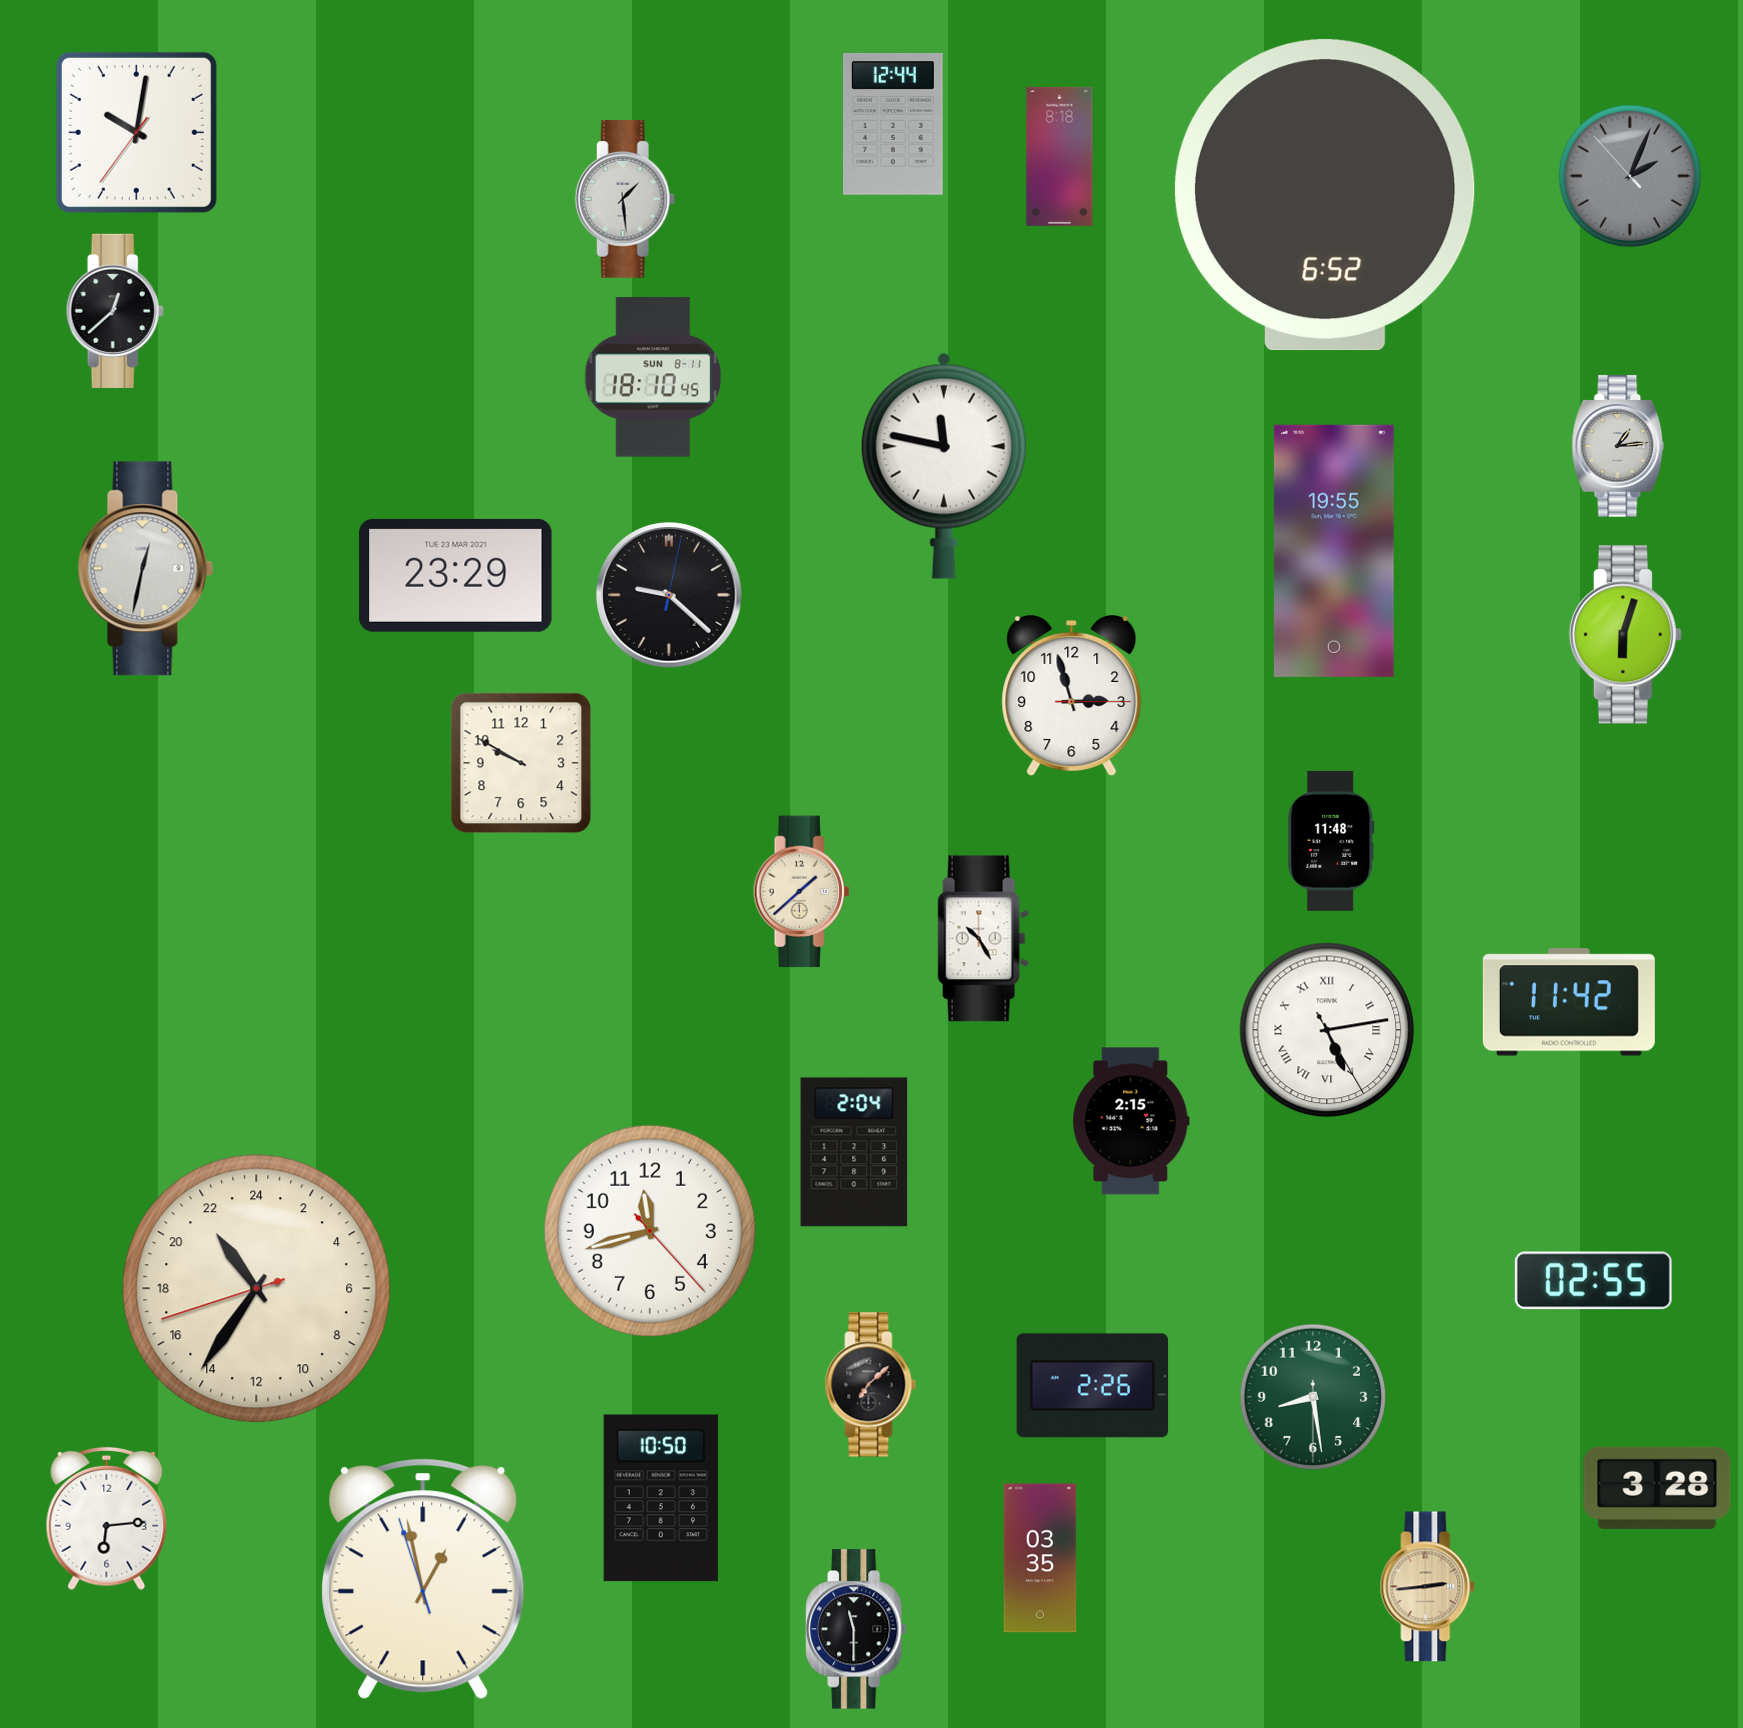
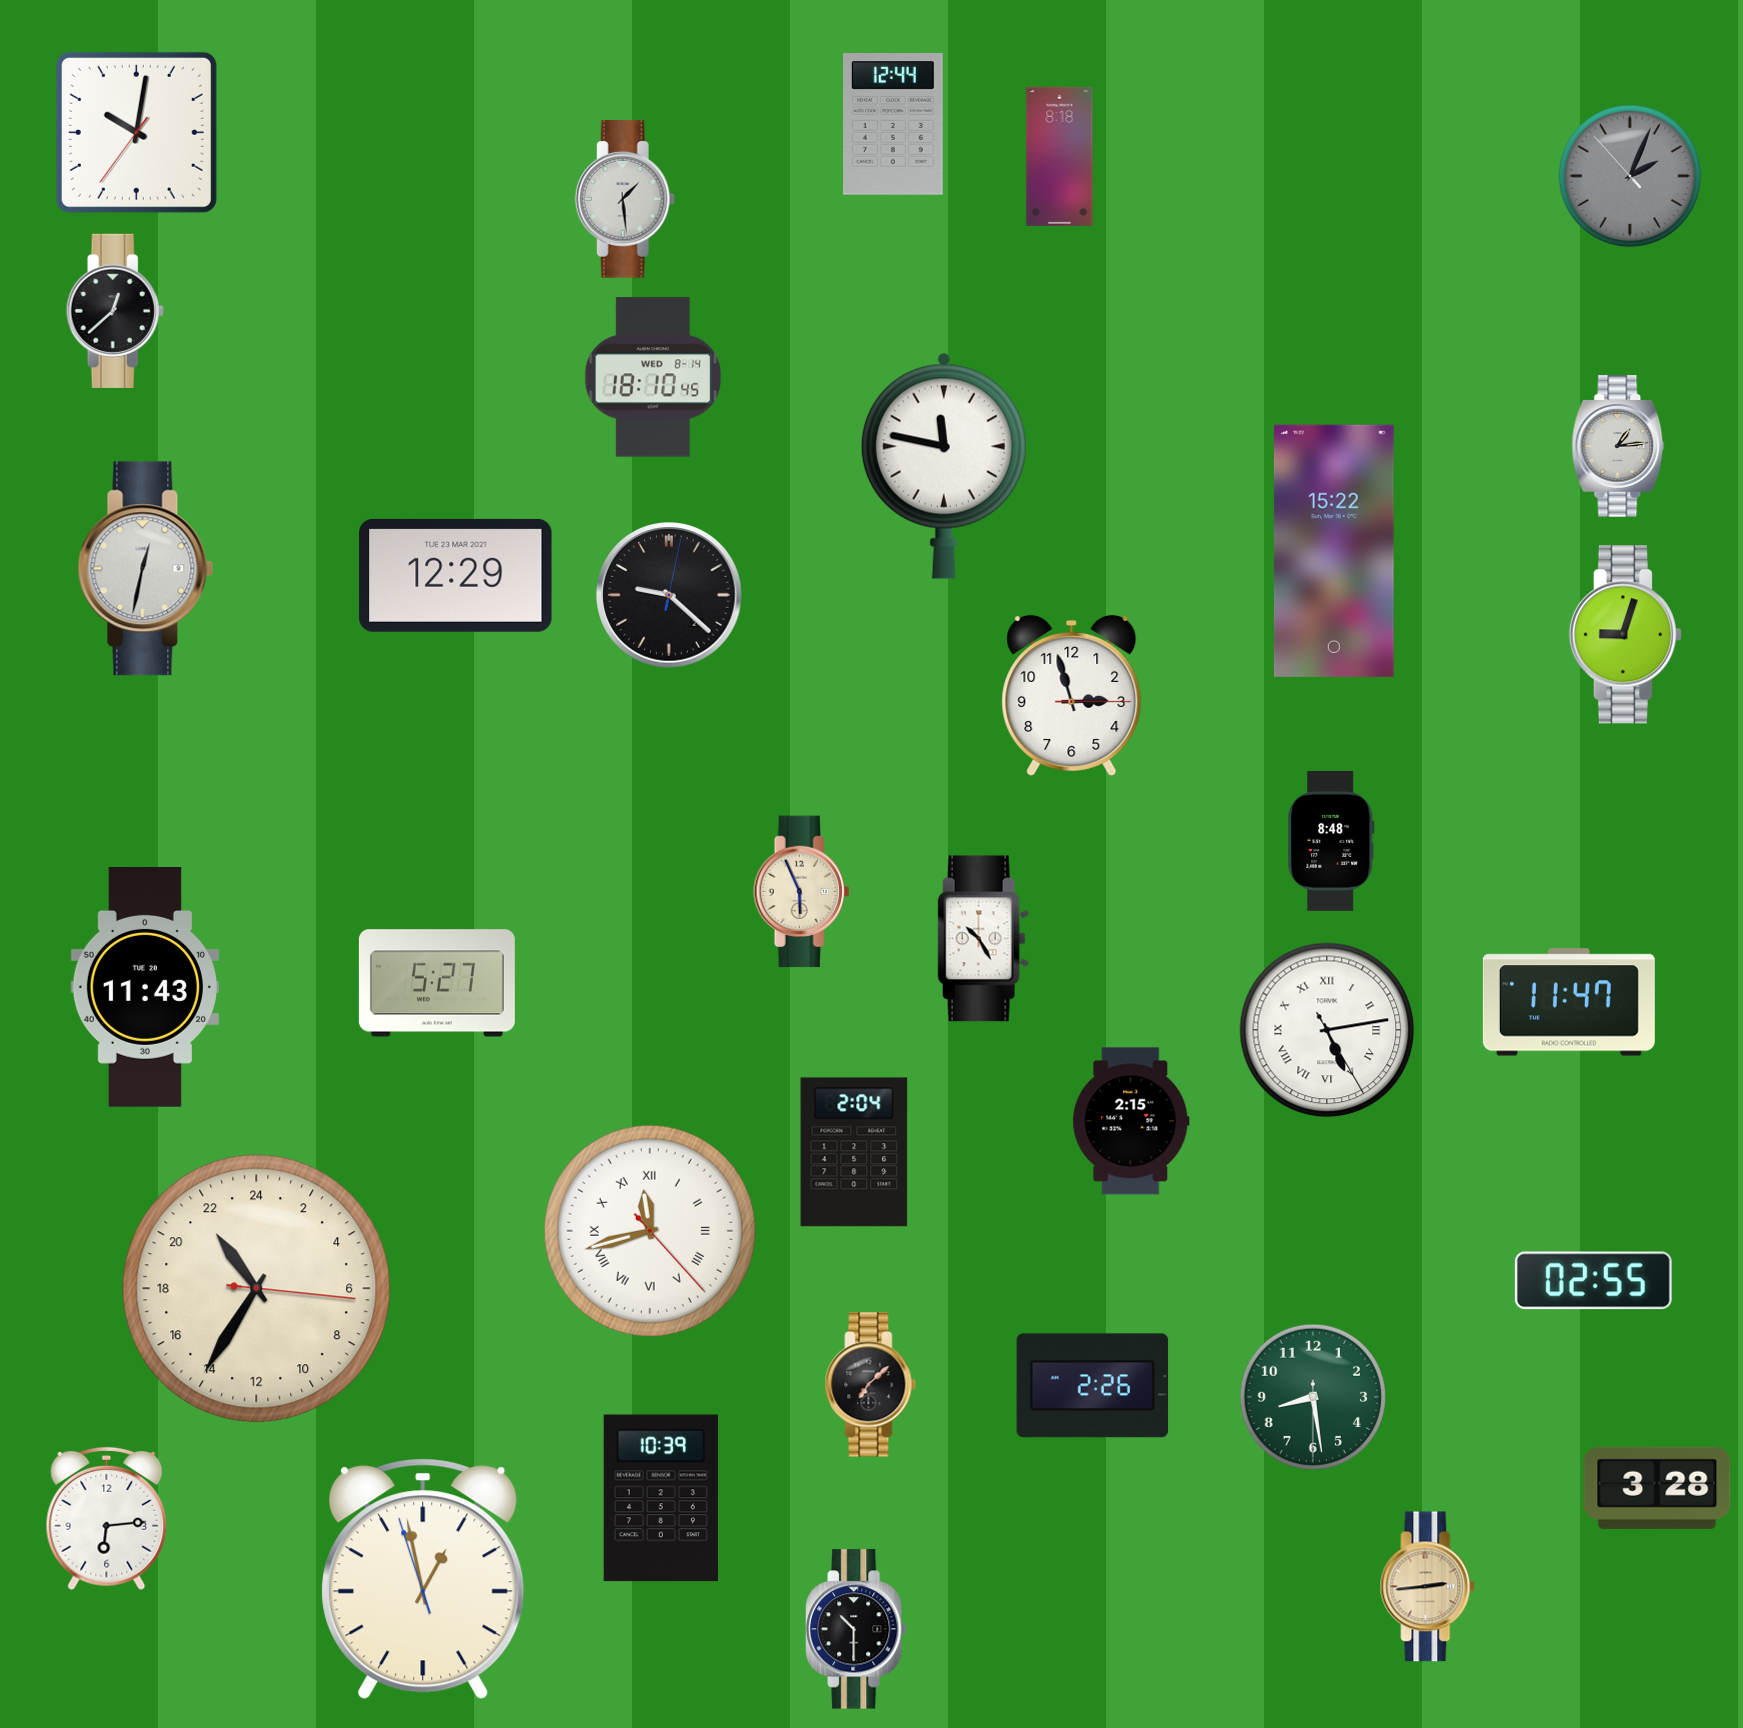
clock at (1325, 195): 6:52 -> none
clock at (653, 377) date: SUN 8-11 -> WED 8-14
clock at (1334, 551): 19:55 -> 15:22
clock at (456, 575): 23:29 -> 12:29
clock at (1625, 635): 6:03 -> 9:03
clock at (521, 763): 9:50 -> none
clock at (1331, 841): 11:48 -> 8:48
clock at (802, 892): 1:38 -> 5:56
clock at (437, 983): none -> 5:27
clock at (145, 988): none -> 11:43
clock at (1569, 1002): 11:42 -> 11:47
clock at (650, 1231) numerals: Arabic -> Roman
clock at (257, 1289): 21:35:42 -> 21:35:16
clock at (661, 1498): 10:50 -> 10:39
clock at (1040, 1558): 03:35 -> none
clock at (857, 1629): 11:30 -> 10:30
